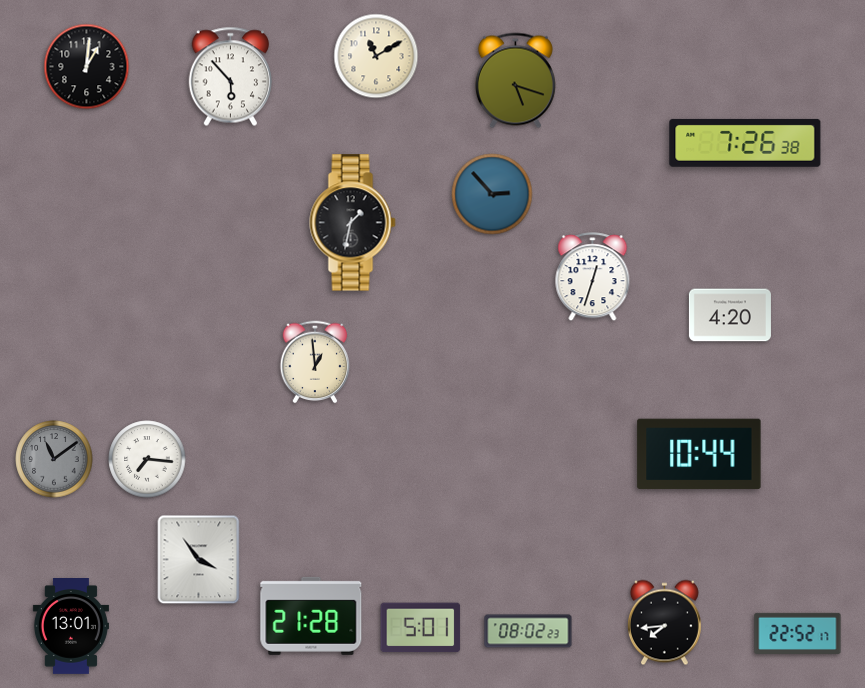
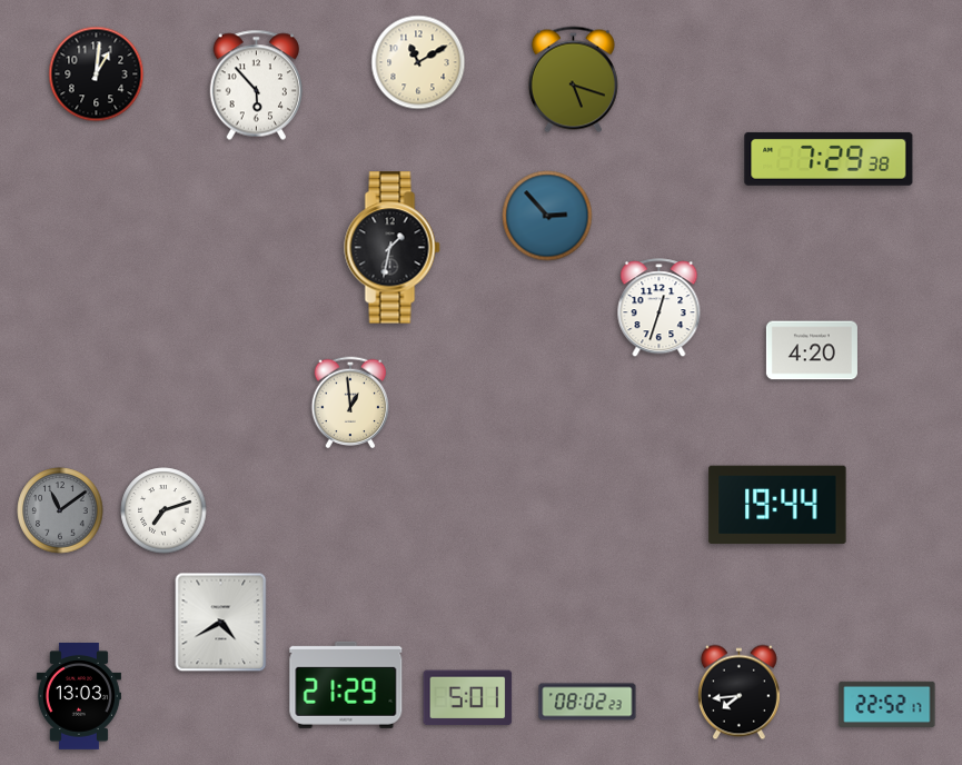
clock at (515, 81) position: (515, 81) -> (573, 80)
clock at (745, 143): 7:26 -> 7:29
clock at (699, 454): 10:44 -> 19:44
clock at (147, 459): 7:16 -> 7:12
clock at (199, 560): 3:54 -> 4:40
clock at (311, 616): 21:28 -> 21:29
clock at (71, 627): 13:01 -> 13:03
